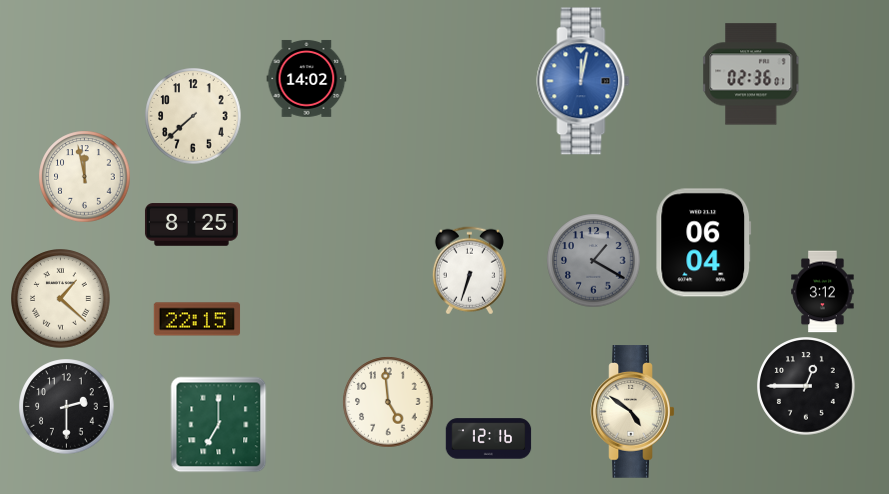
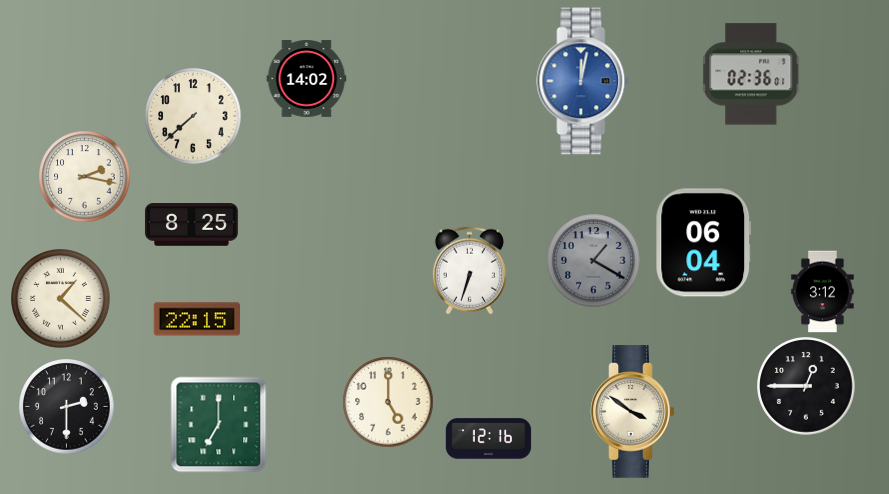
clock at (85, 177): 11:58 -> 2:17
clock at (388, 402): 4:59 -> 5:00
clock at (633, 412): 4:51 -> 3:51
